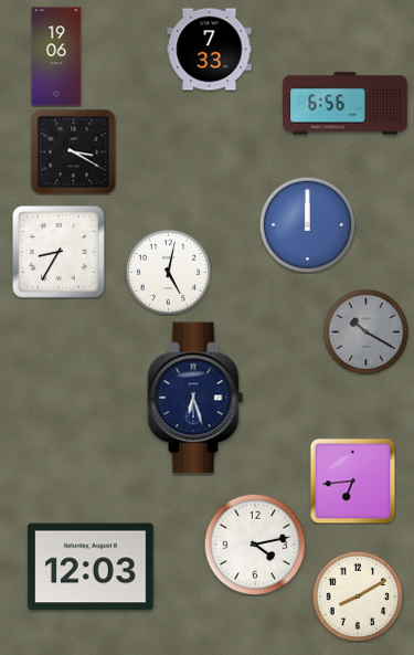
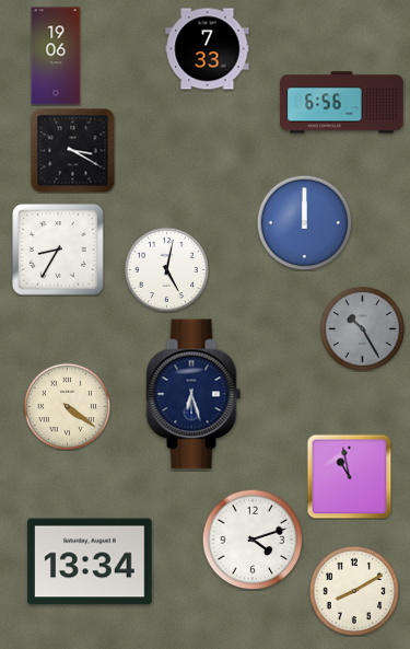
clock at (365, 331): 10:20 -> 10:25
clock at (67, 406): none -> 4:21
clock at (352, 480): 6:44 -> 10:58
clock at (255, 545): 4:13 -> 4:12
clock at (91, 567): 12:03 -> 13:34
